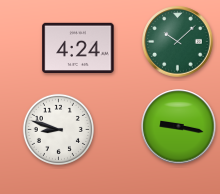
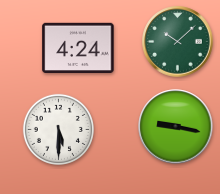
clock at (179, 127) position: (179, 127) -> (176, 127)
clock at (58, 129): 8:48 -> 5:30
